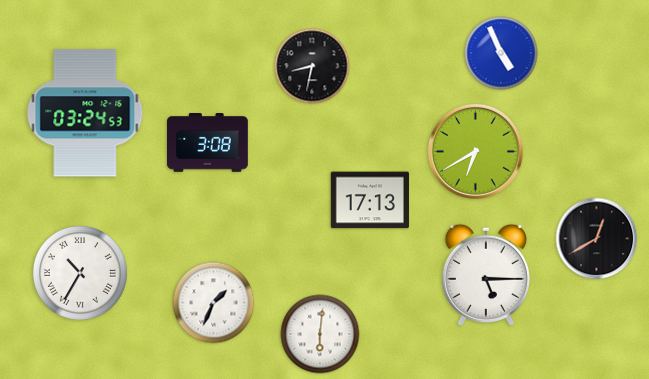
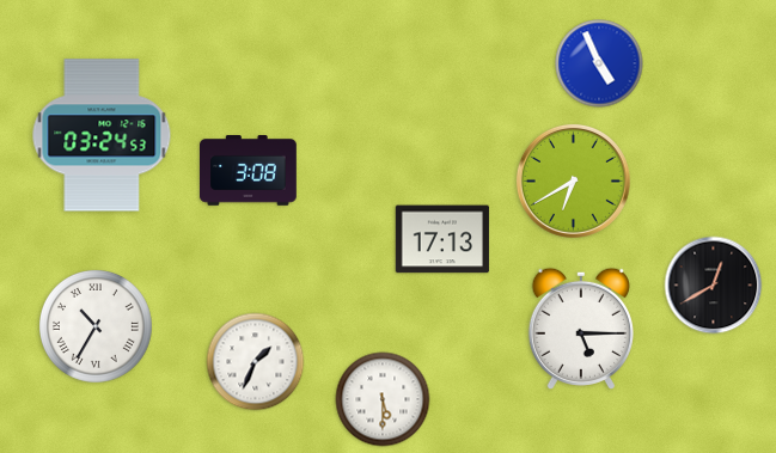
clock at (312, 66): 8:32 -> none
clock at (475, 151) position: (475, 151) -> (573, 180)
clock at (320, 334): 6:01 -> 5:30
